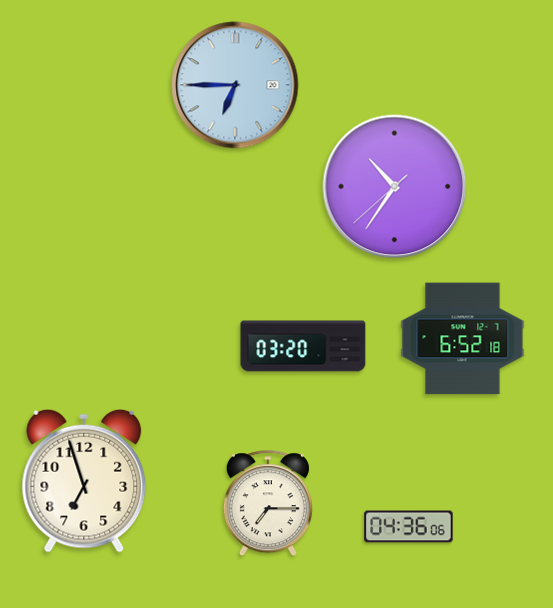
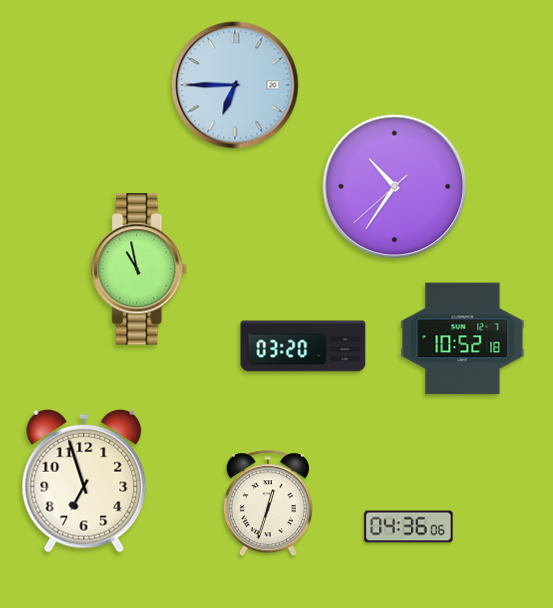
clock at (140, 269): none -> 10:58
clock at (463, 339): 6:52 -> 10:52
clock at (268, 504): 7:15 -> 12:33
